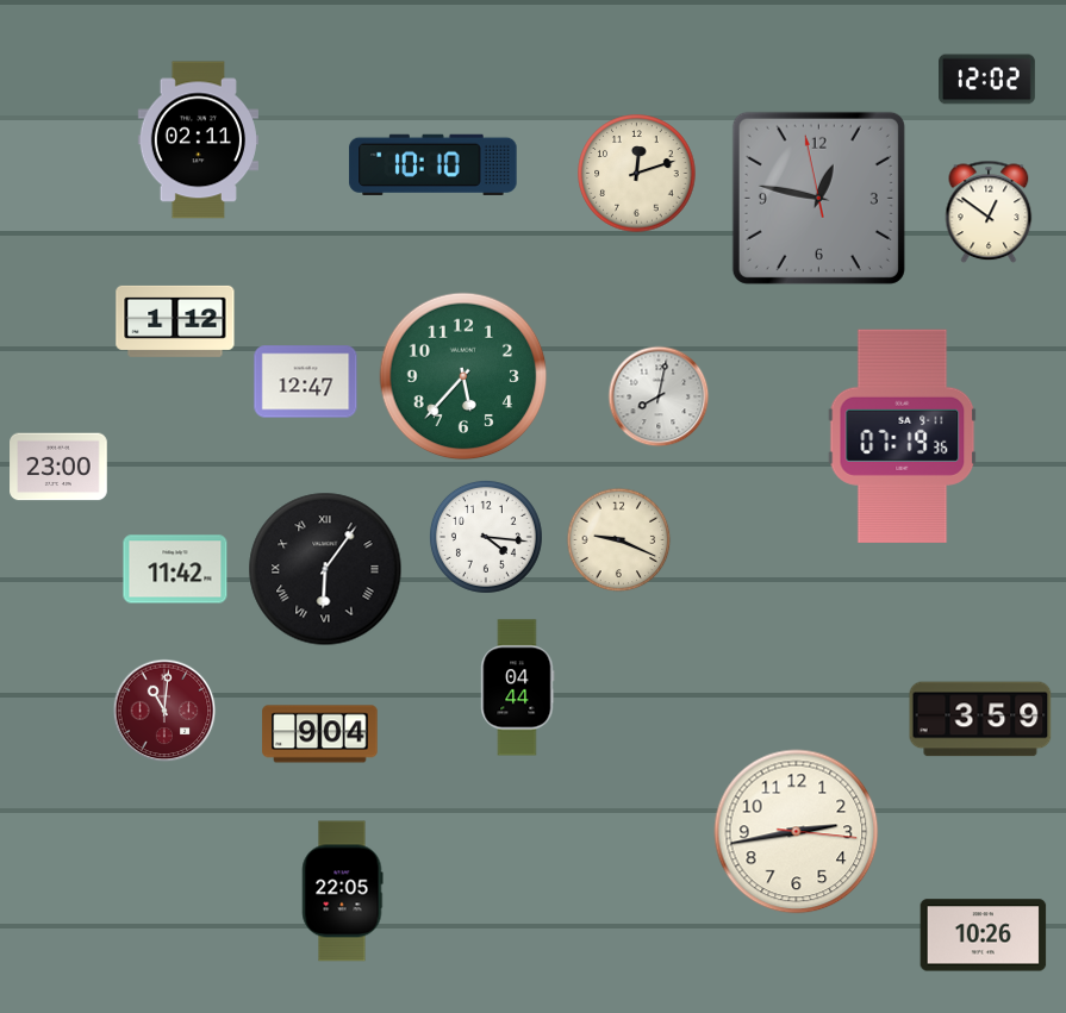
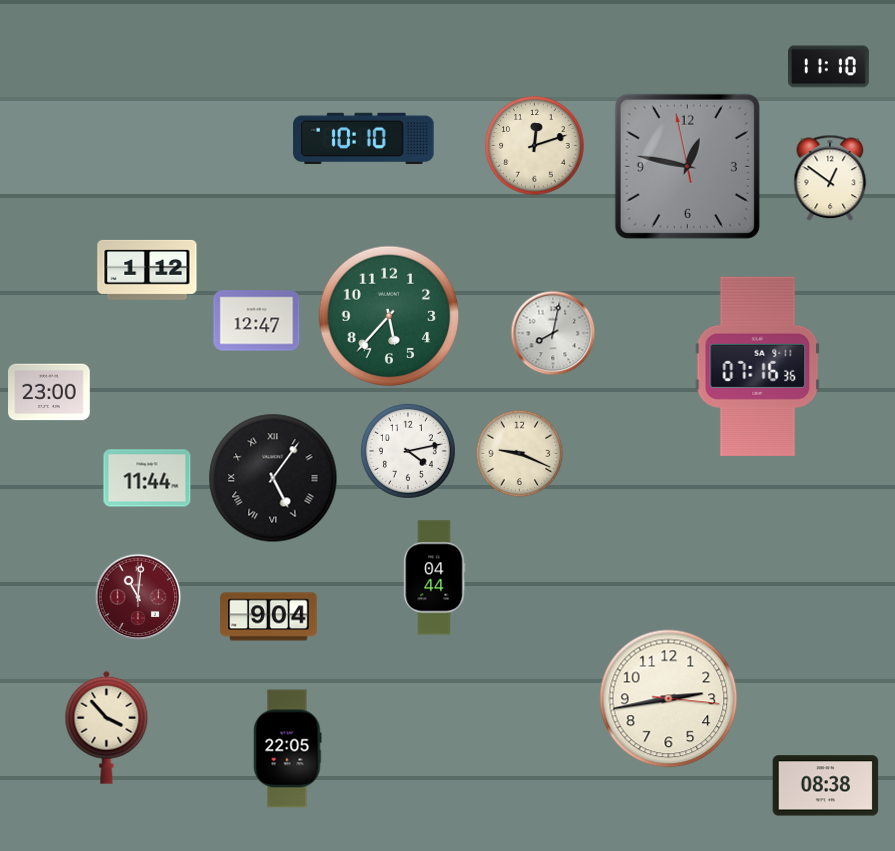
clock at (987, 80): 12:02 -> 11:10
clock at (198, 140): 02:11 -> none
clock at (903, 436): 07:19 -> 07:16
clock at (486, 537): 4:16 -> 4:13
clock at (175, 569): 11:42 -> 11:44
clock at (325, 569): 6:06 -> 5:06
clock at (980, 719): 3:59 -> none
clock at (107, 727): none -> 3:53
clock at (984, 936): 10:26 -> 08:38
